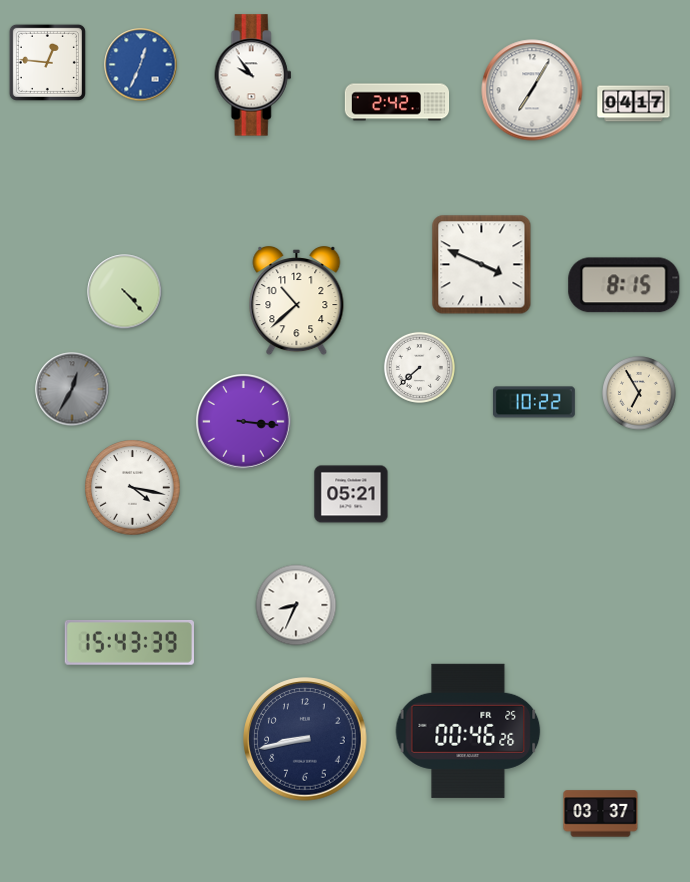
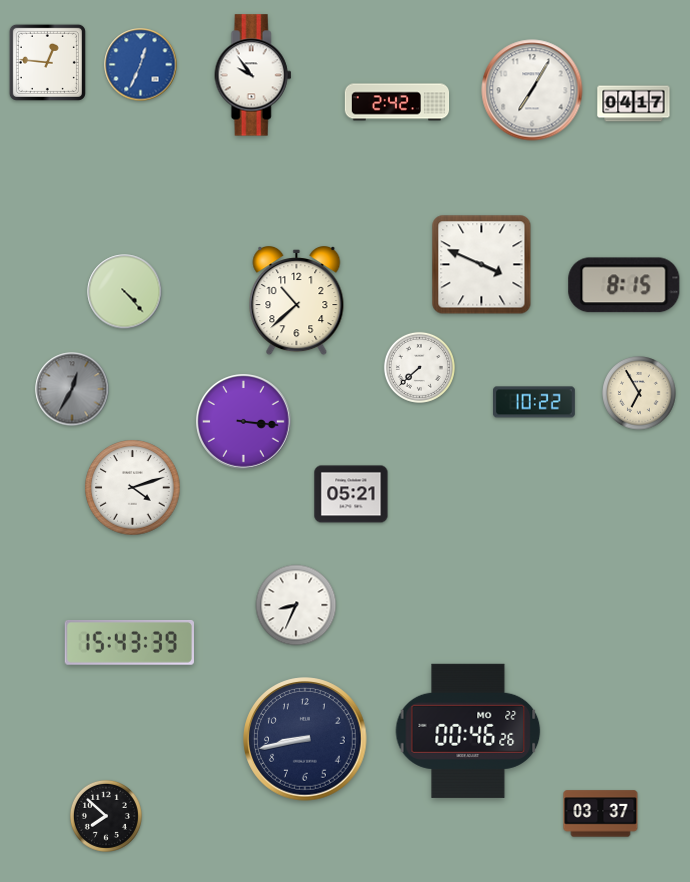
clock at (133, 488): 4:17 -> 4:12
clock at (468, 731) date: FR 25 -> MO 22
clock at (106, 816): none -> 7:52
